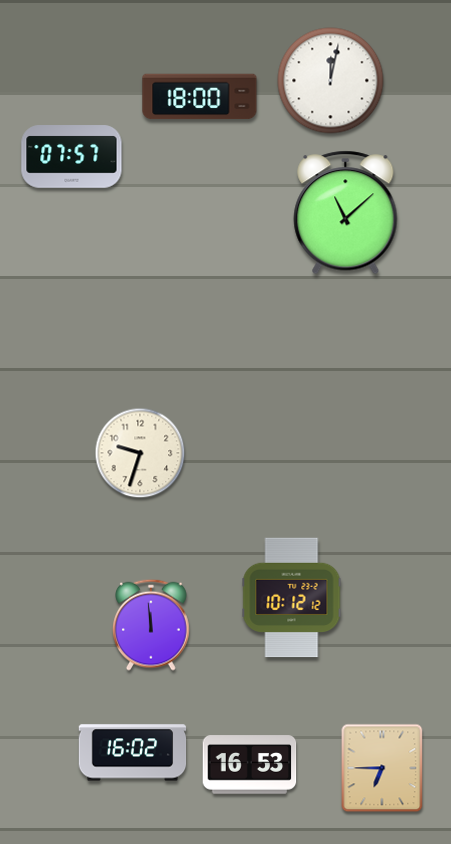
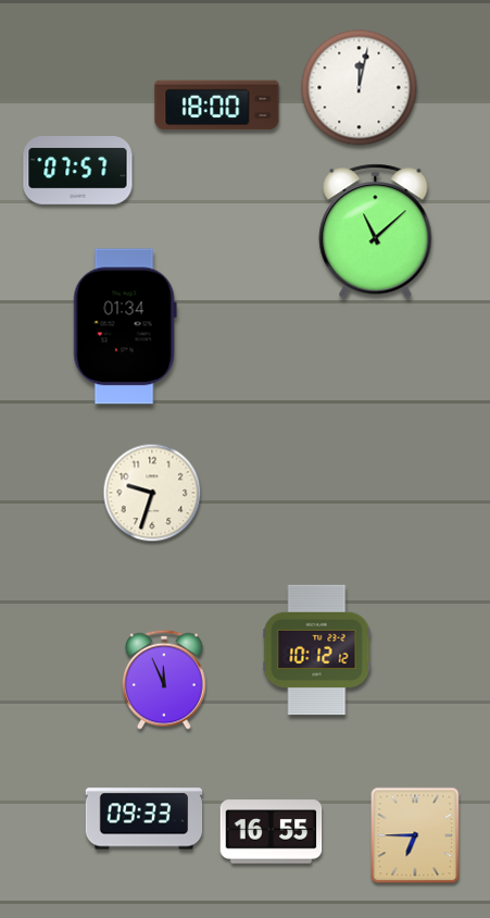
clock at (125, 326): none -> 01:34
clock at (152, 625): 11:59 -> 11:56
clock at (133, 753): 16:02 -> 09:33
clock at (250, 765): 16:53 -> 16:55
